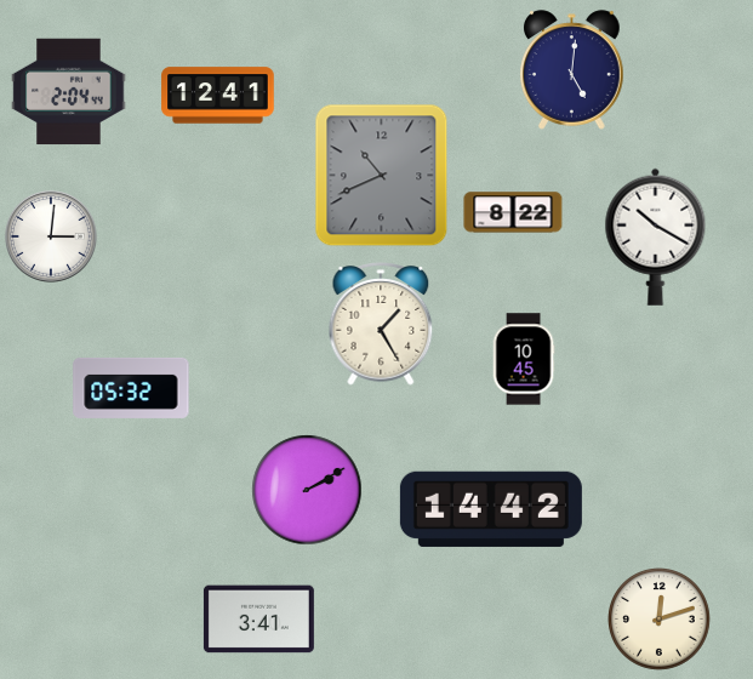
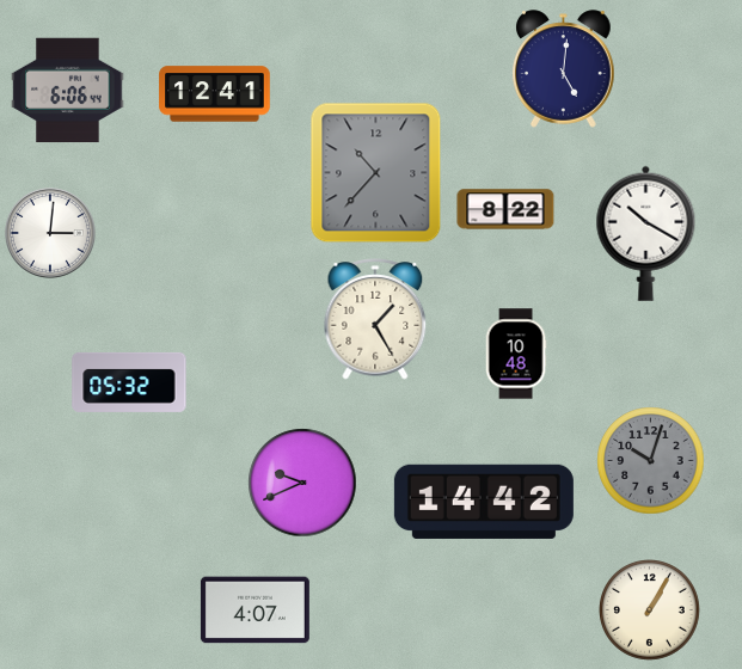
clock at (69, 92): 2:04 -> 6:06
clock at (382, 176): 10:41 -> 10:37
clock at (524, 359): 10:45 -> 10:48
clock at (651, 461): none -> 10:03
clock at (307, 490): 2:10 -> 9:41
clock at (258, 620): 3:41 -> 4:07
clock at (660, 620): 12:12 -> 1:05
